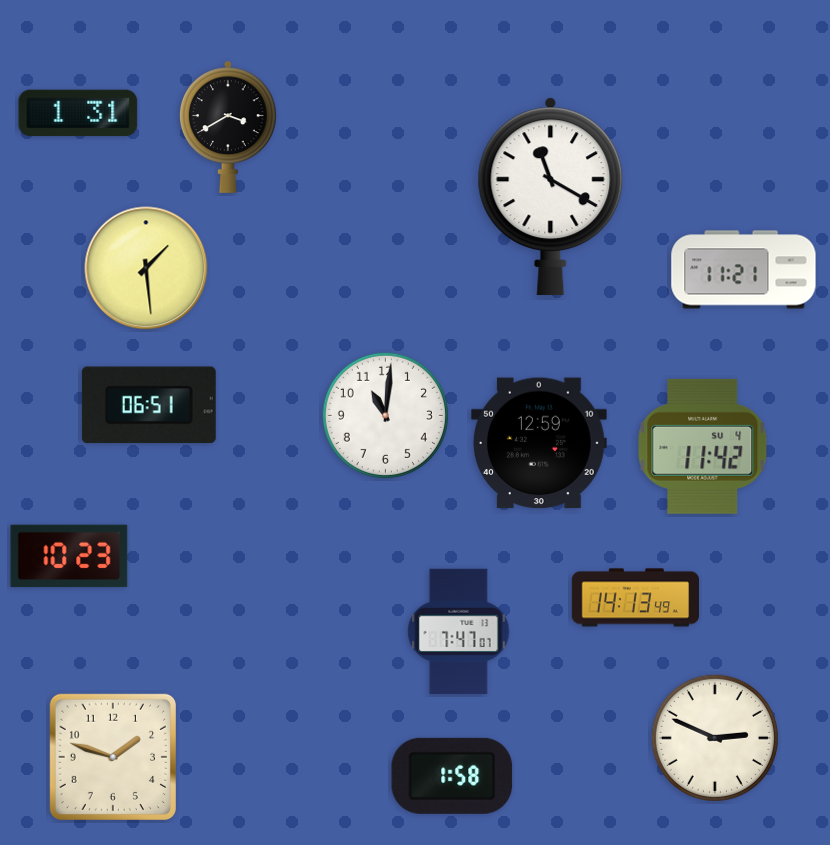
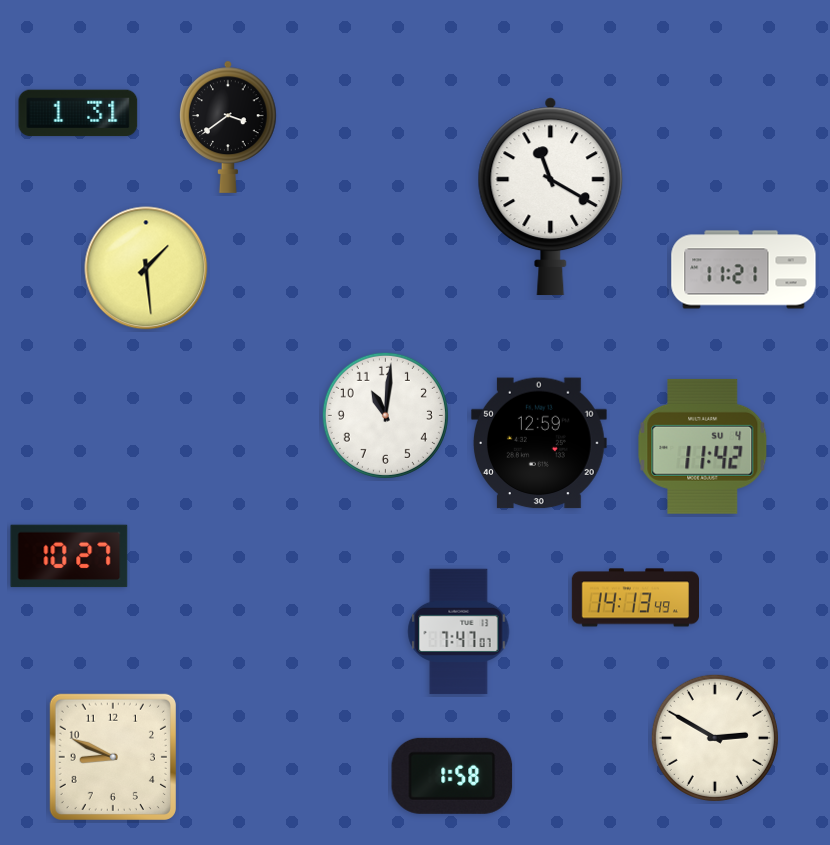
clock at (228, 127): 3:40 -> 3:39
clock at (149, 405): 06:51 -> none
clock at (69, 556): 10:23 -> 10:27
clock at (715, 738): 2:49 -> 2:50
clock at (113, 757): 1:48 -> 8:49
